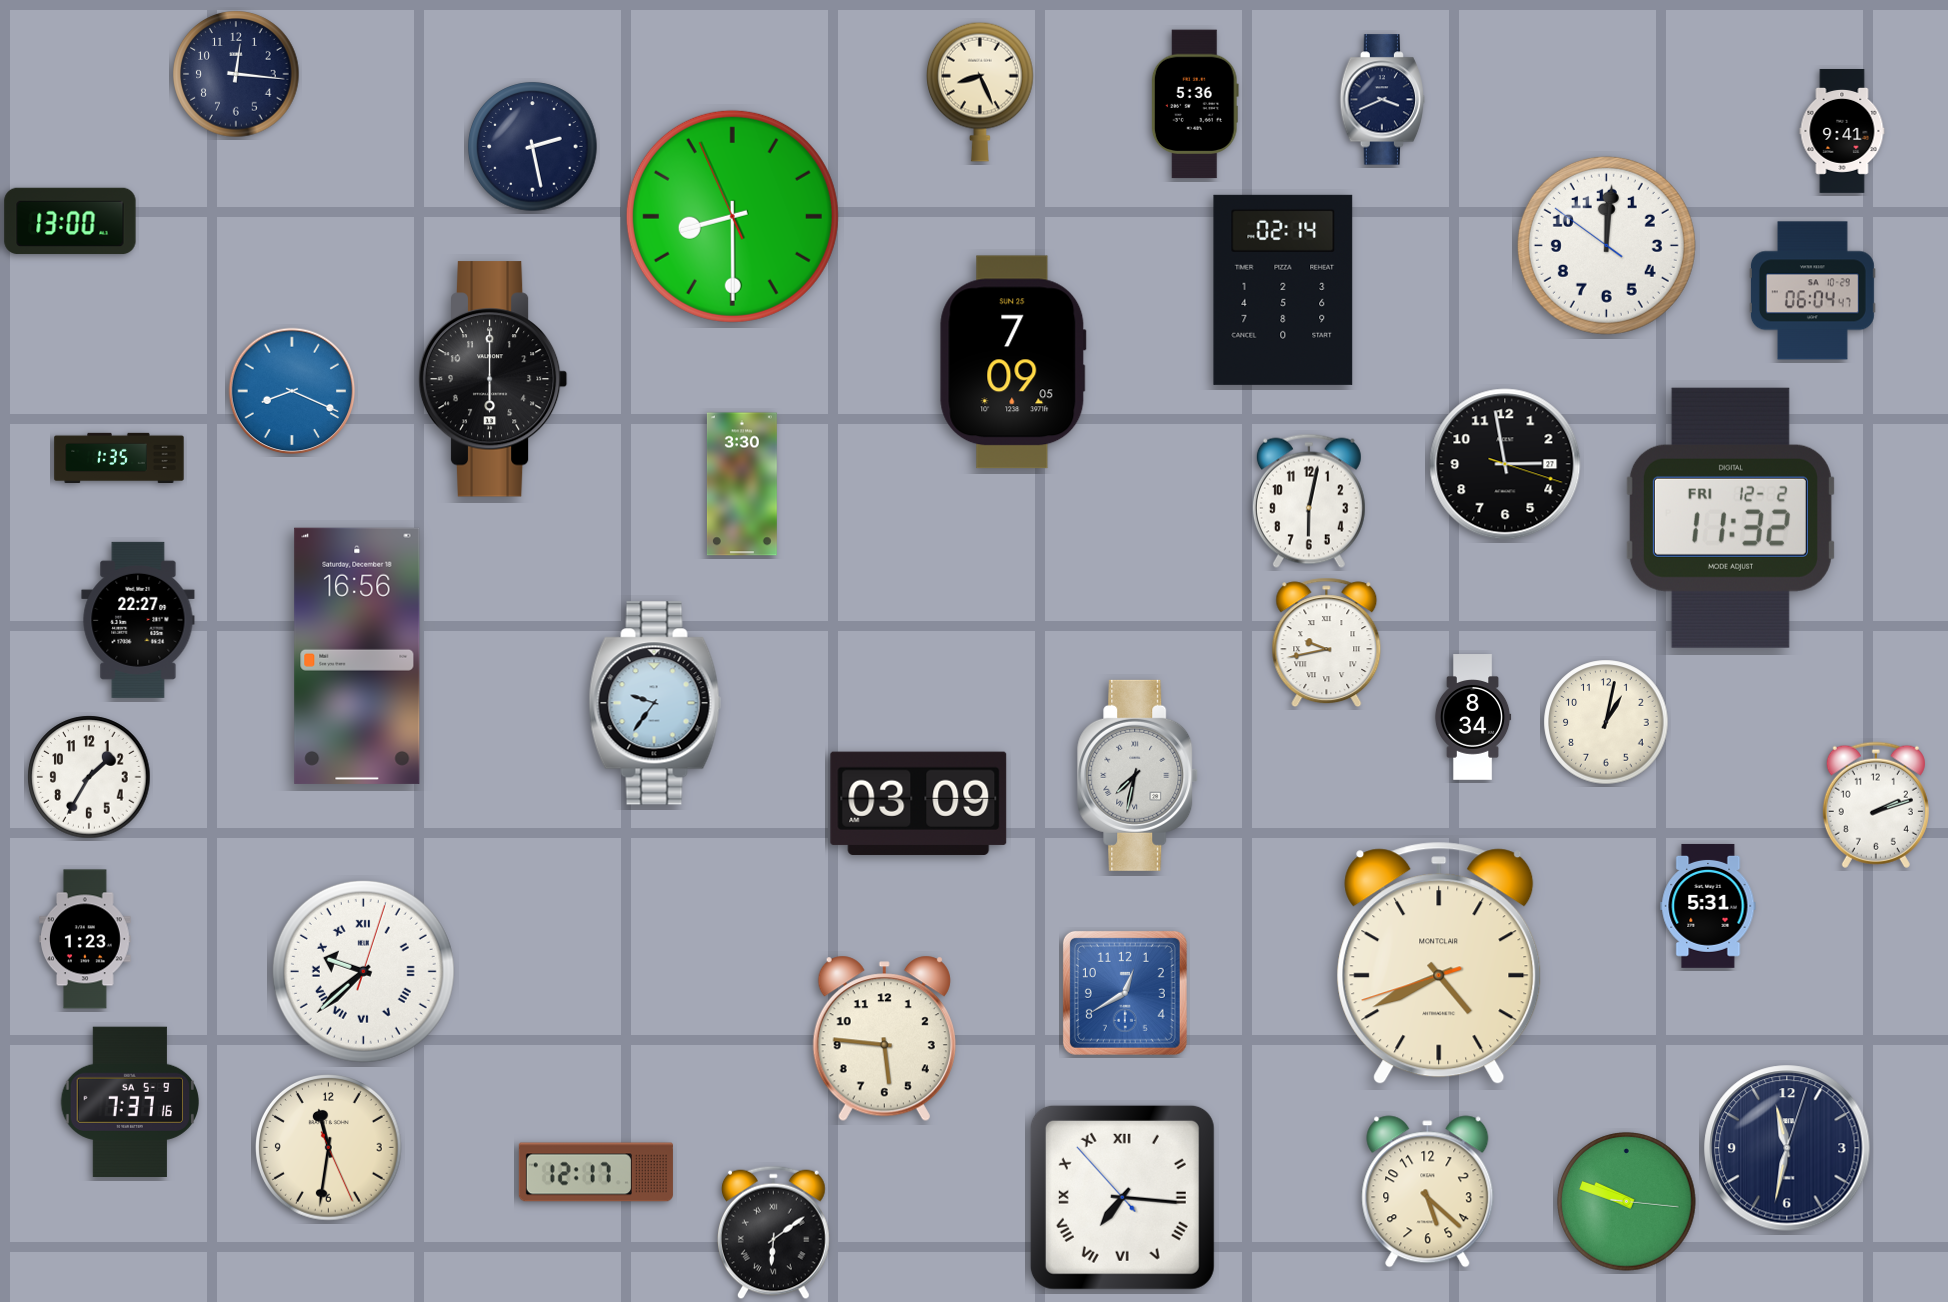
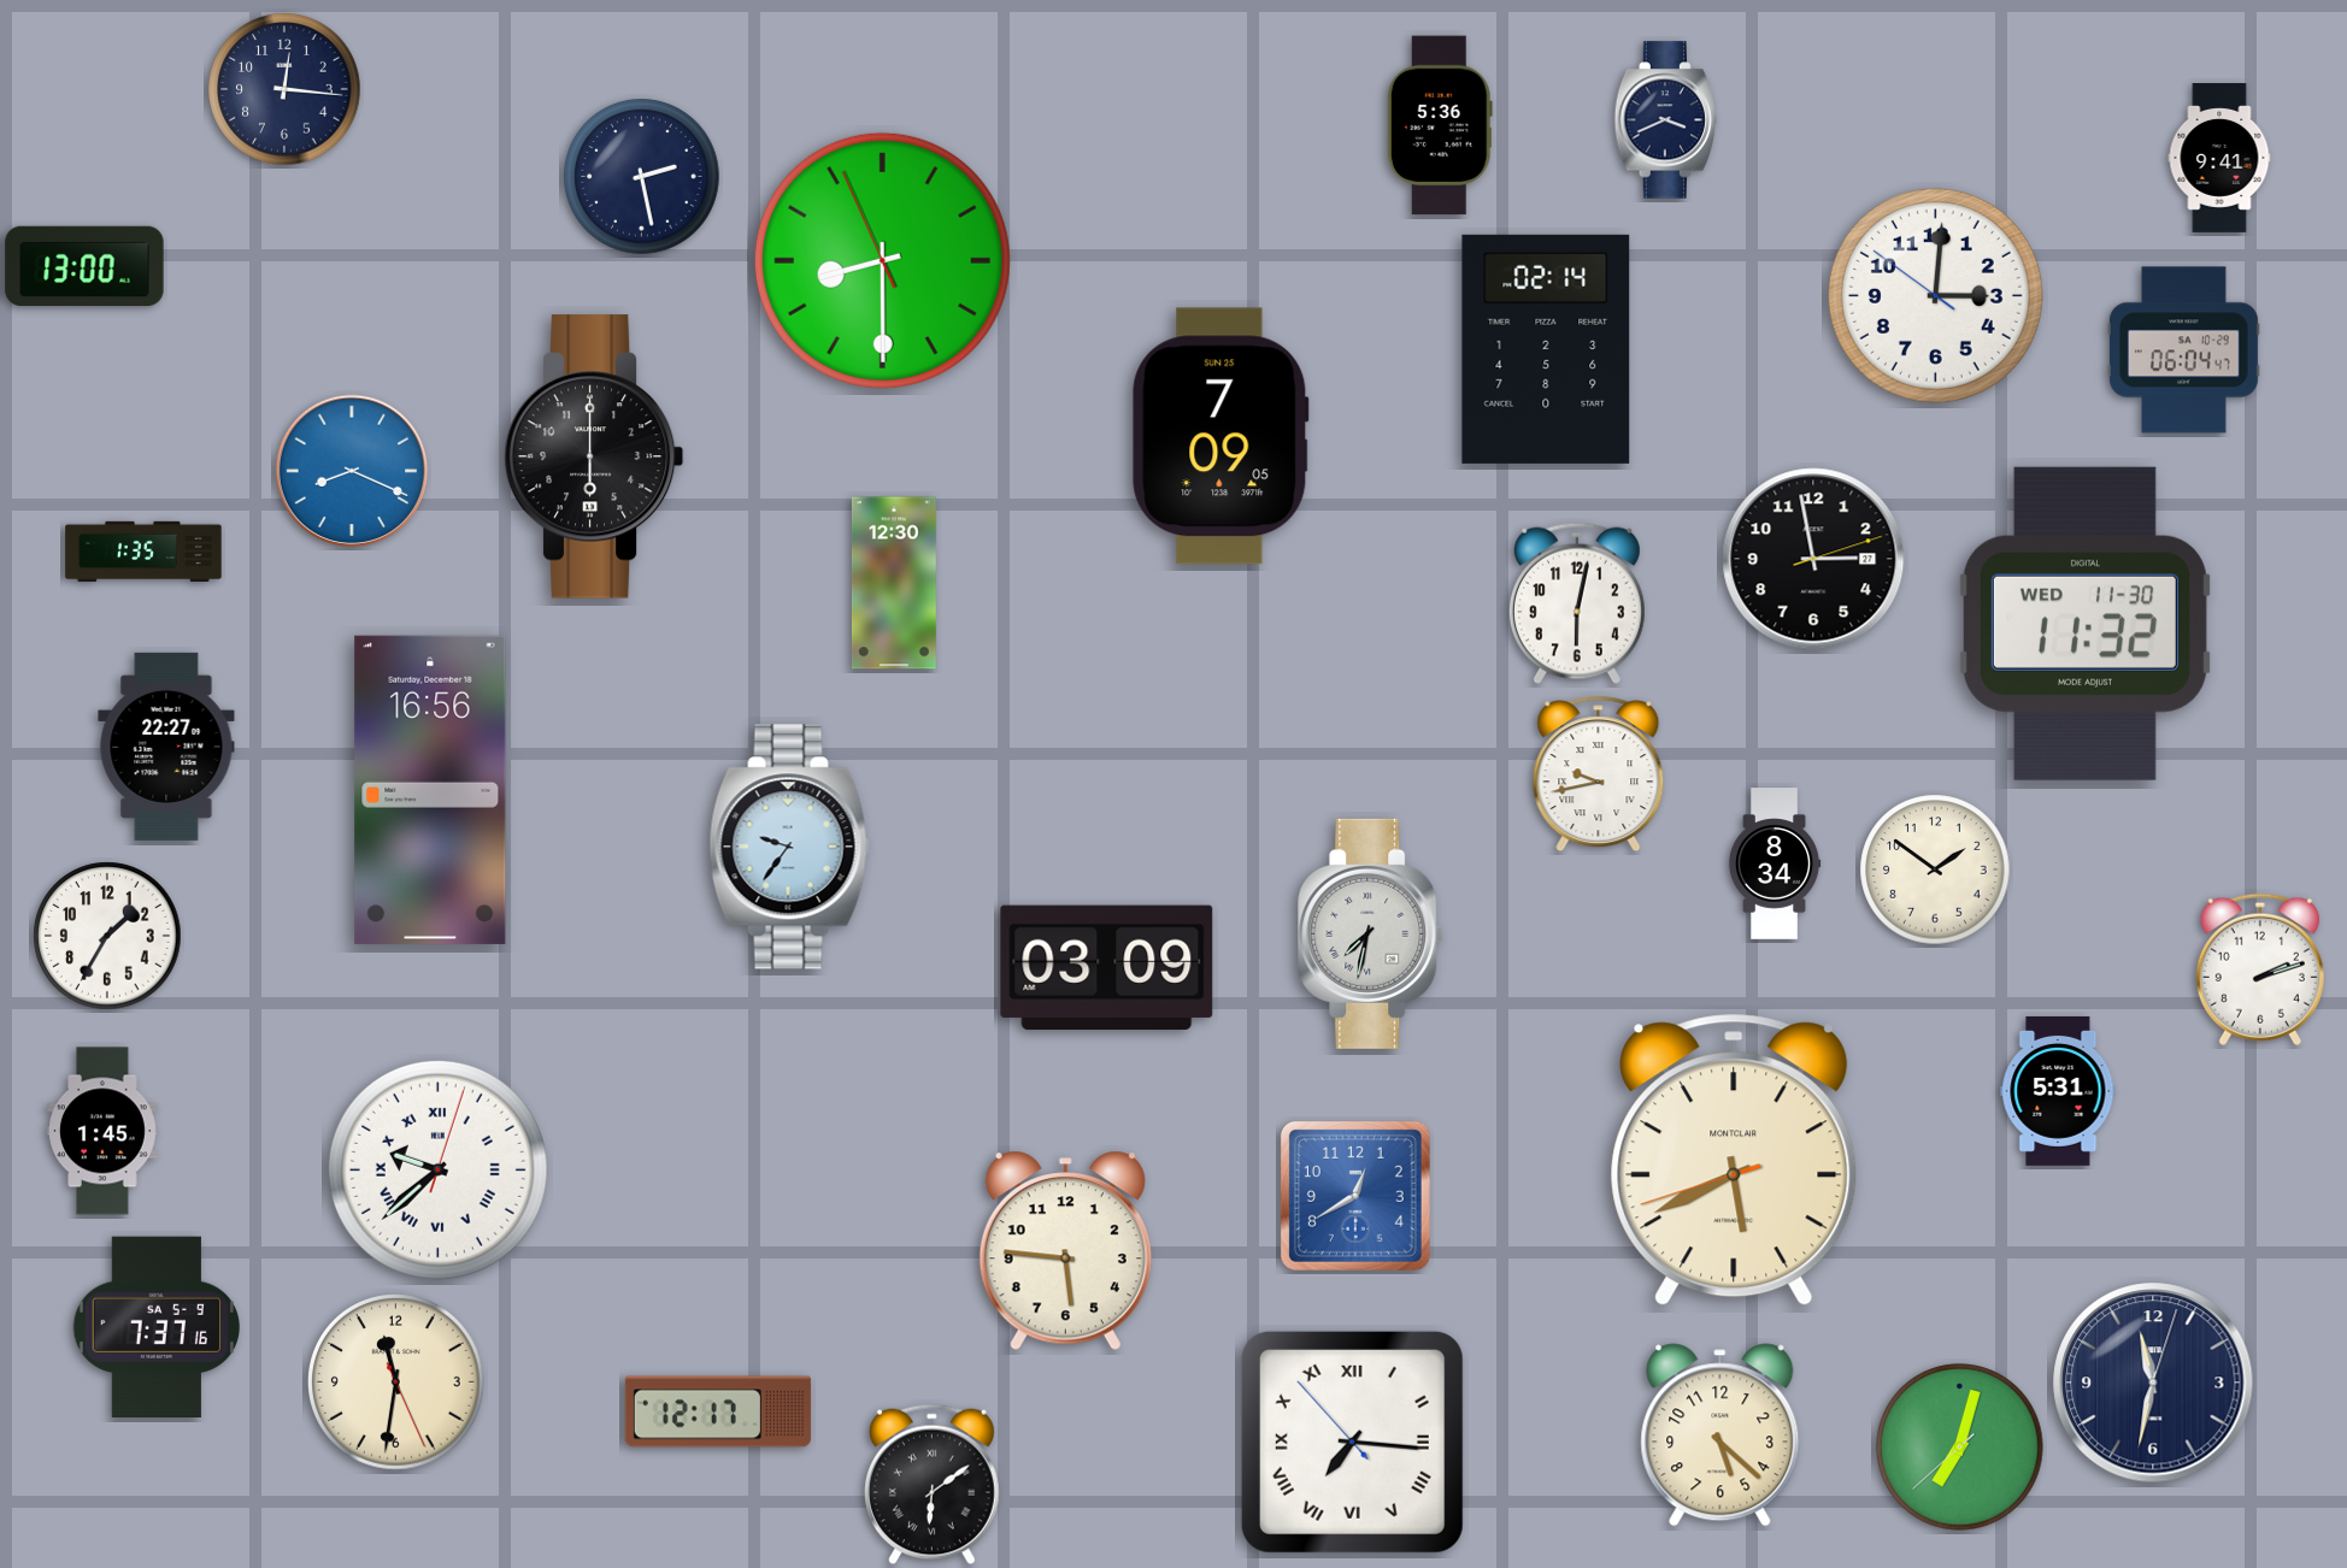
clock at (981, 92): 8:26 -> none
clock at (1606, 245): 12:00 -> 3:00
clock at (1505, 464): 2:58:18 -> 2:58:12
clock at (742, 484): 3:30 -> 12:30
clock at (1730, 518) date: FRI 12-2 -> WED 11-30
clock at (1606, 722): 1:02 -> 1:51
clock at (86, 939): 1:23 -> 1:45
clock at (1439, 963): 4:40 -> 5:40
clock at (1627, 1202): 9:48 -> 7:02
